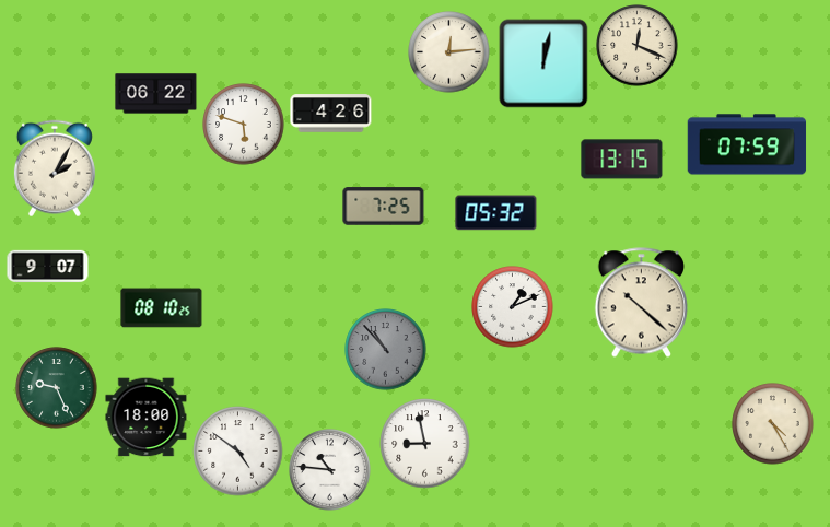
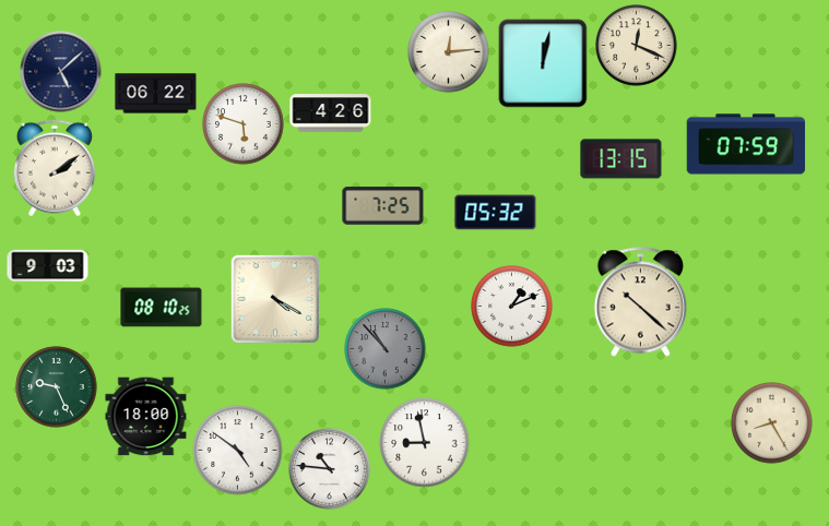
clock at (61, 72): none -> 5:08
clock at (55, 168): 2:05 -> 2:09
clock at (48, 267): 9:07 -> 9:03
clock at (275, 299): none -> 4:20
clock at (773, 424): 4:25 -> 8:25
